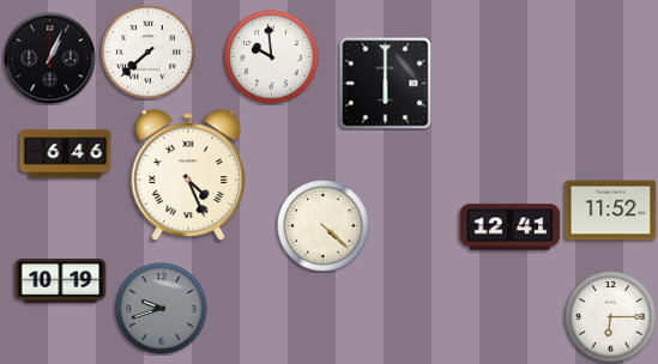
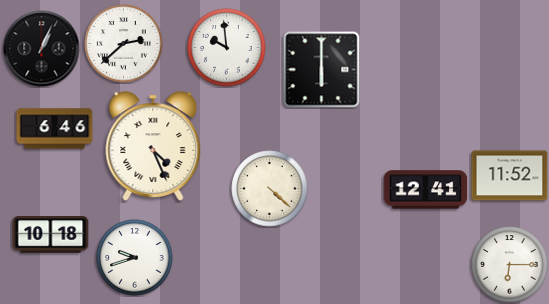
clock at (149, 53): 7:38 -> 2:38
clock at (188, 175) position: (188, 175) -> (153, 146)
clock at (61, 281): 10:19 -> 10:18
clock at (162, 309) dial: grey -> white
